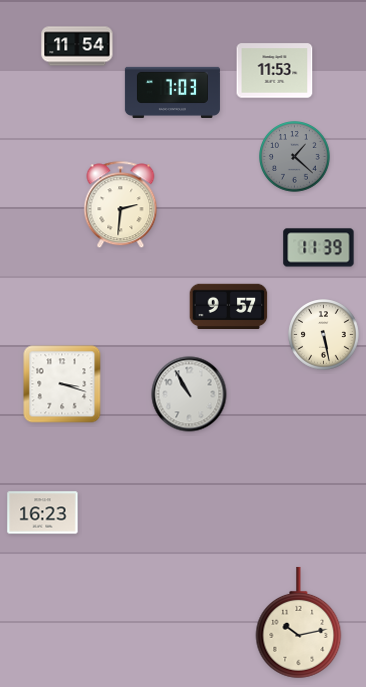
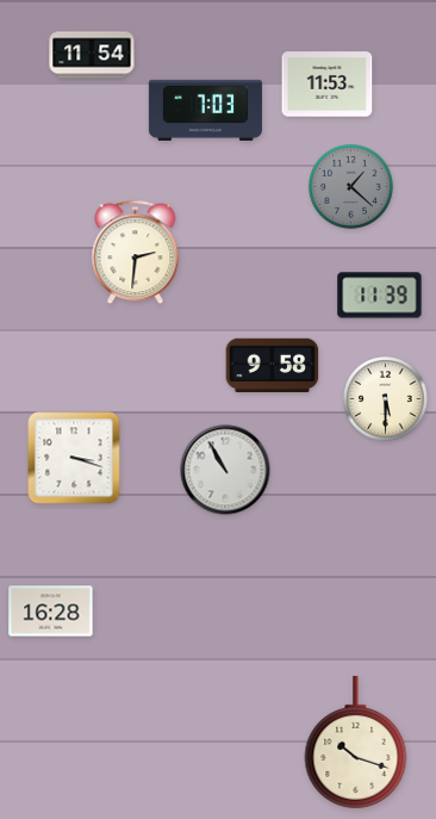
clock at (121, 205) position: (121, 205) -> (136, 253)
clock at (229, 307): 9:57 -> 9:58
clock at (324, 335): 5:28 -> 5:30
clock at (43, 513): 16:23 -> 16:28
clock at (299, 623): 10:13 -> 10:18
